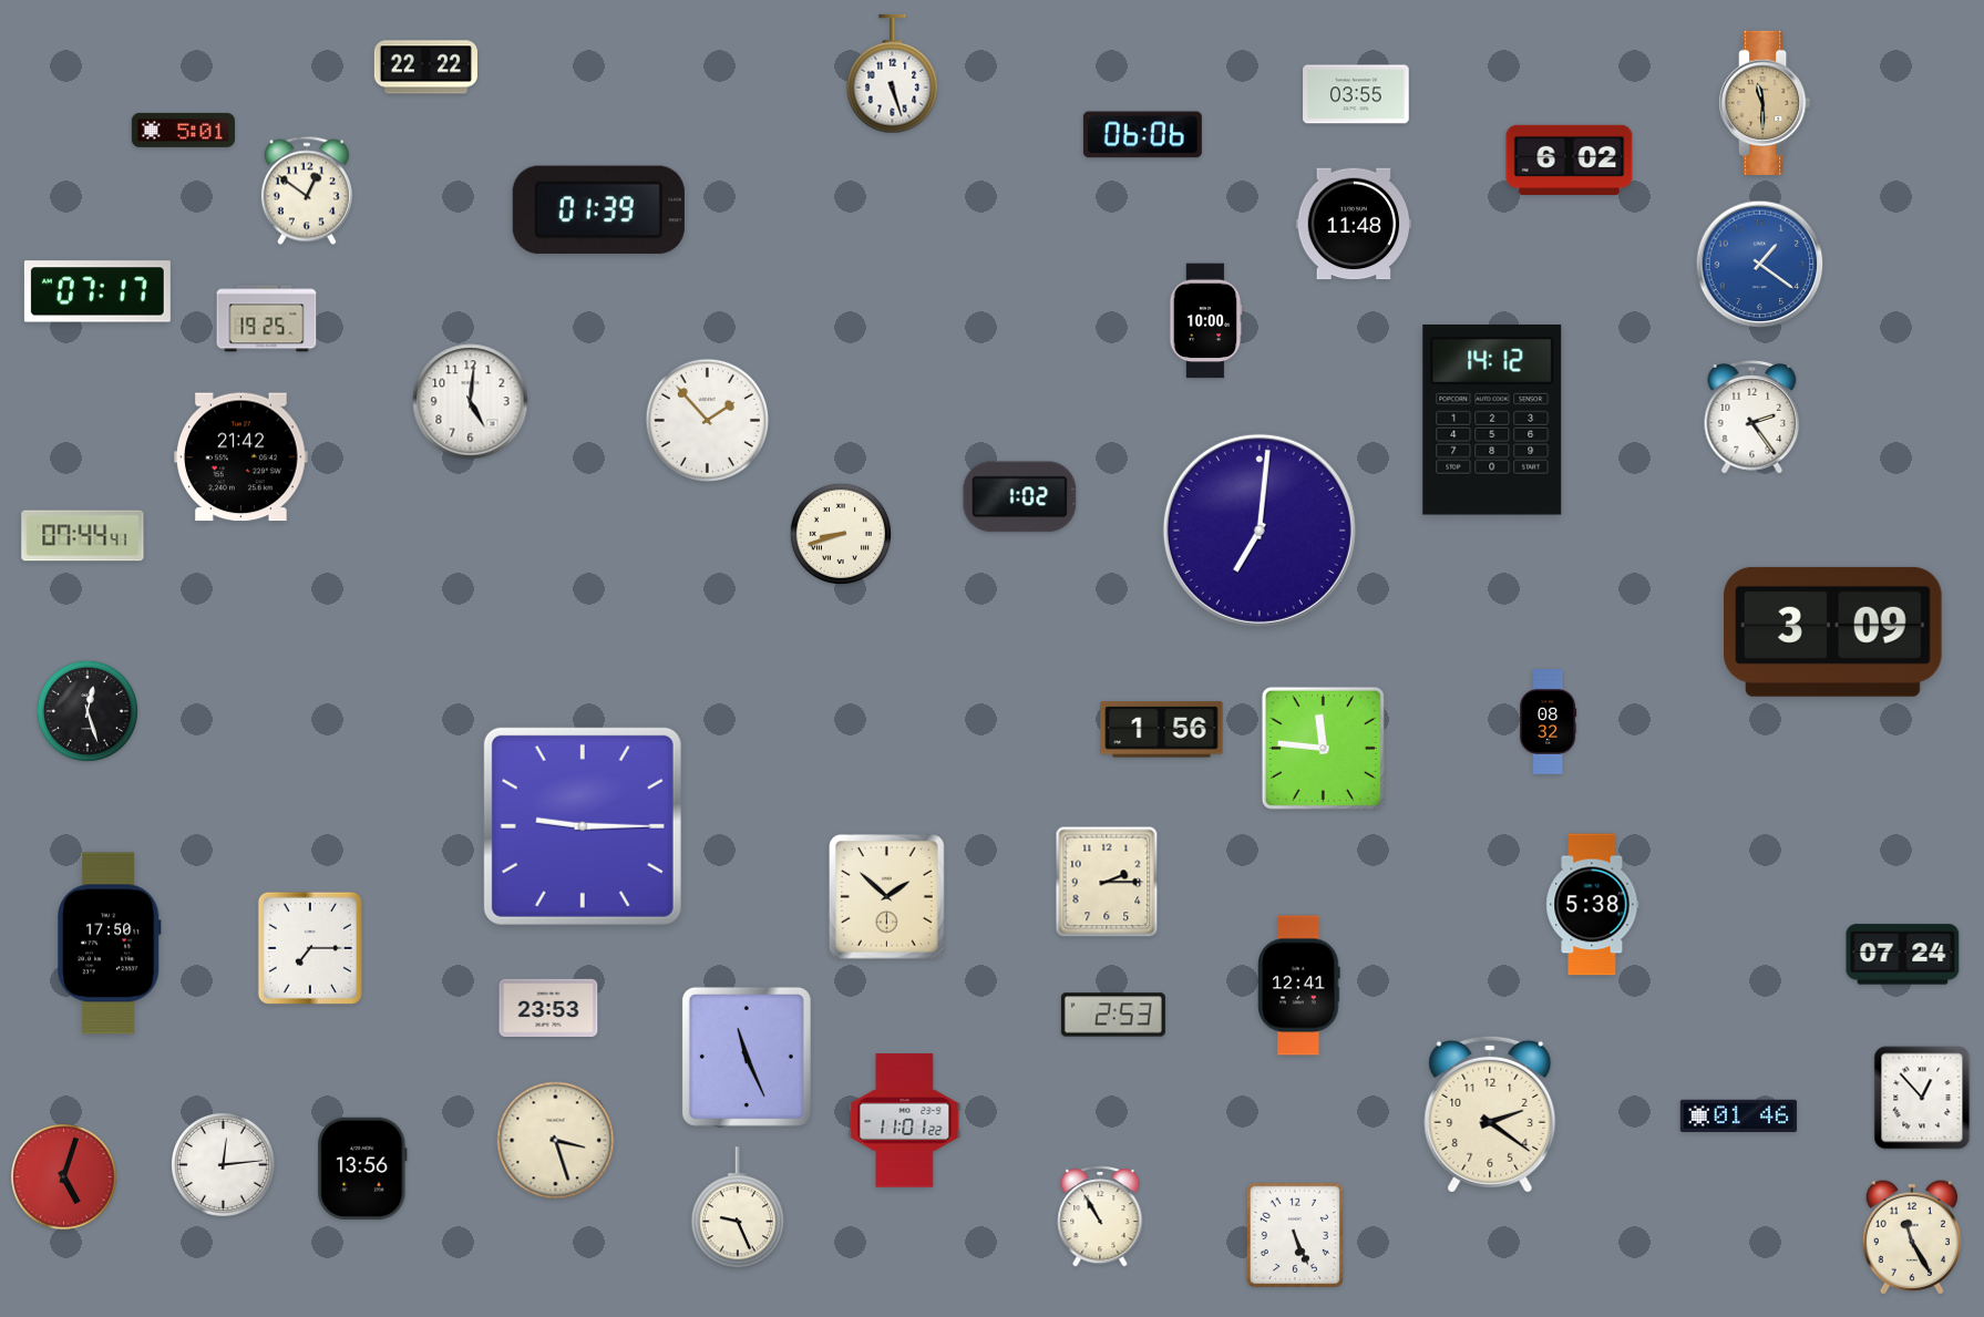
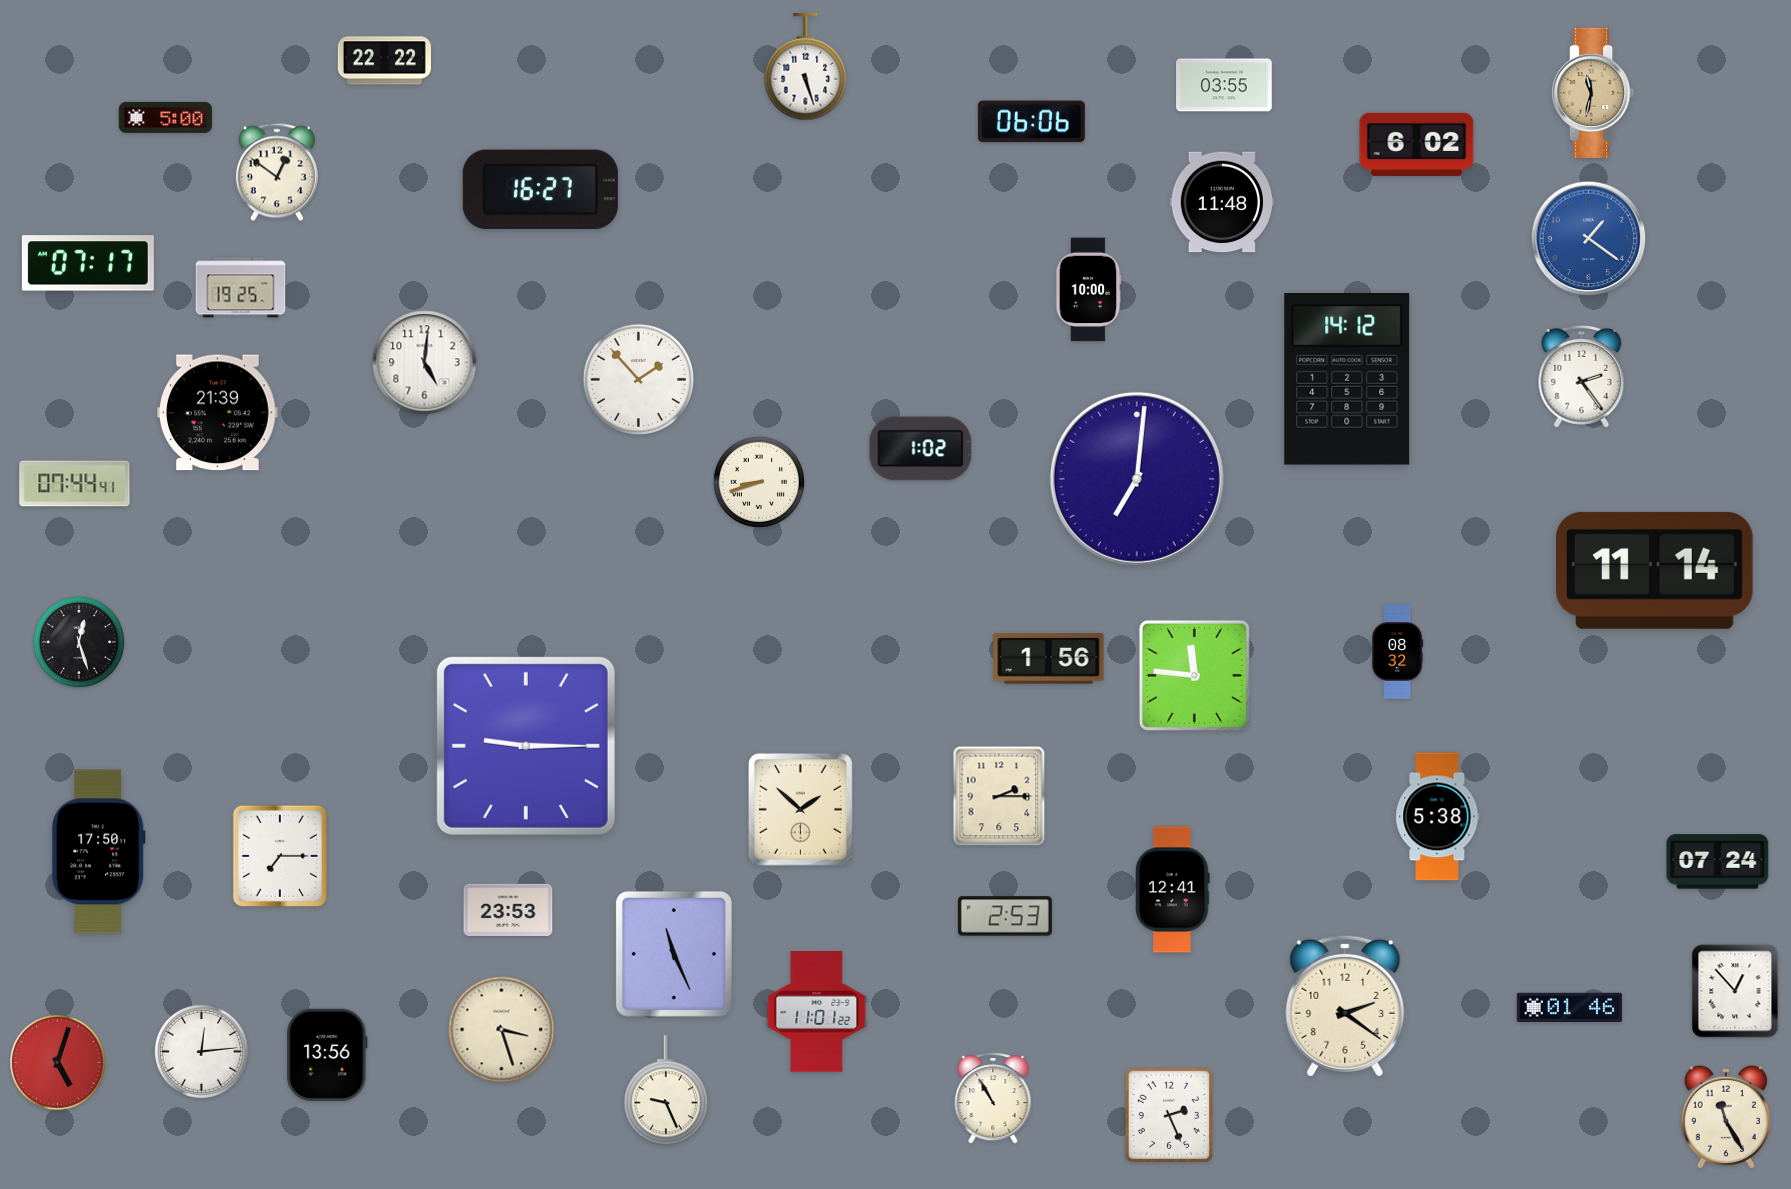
clock at (1765, 103): 11:30 -> 11:32
clock at (183, 130): 5:01 -> 5:00
clock at (598, 210): 01:39 -> 16:27
clock at (241, 457): 21:42 -> 21:39
clock at (1833, 631): 3:09 -> 11:14
clock at (548, 1007) position: (548, 1007) -> (508, 909)
clock at (1295, 1235): 5:26 -> 2:26
